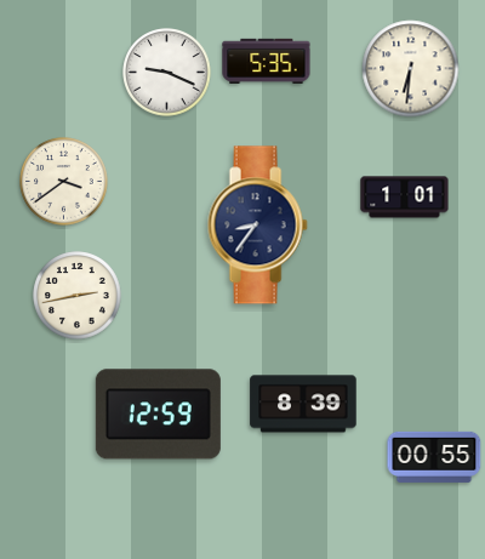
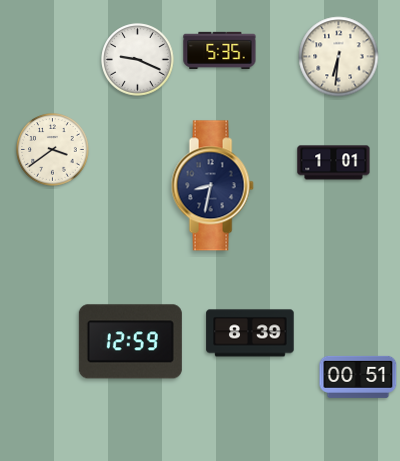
clock at (257, 226): 8:36 -> 8:32
clock at (78, 296): 2:43 -> none
clock at (434, 457): 00:55 -> 00:51
